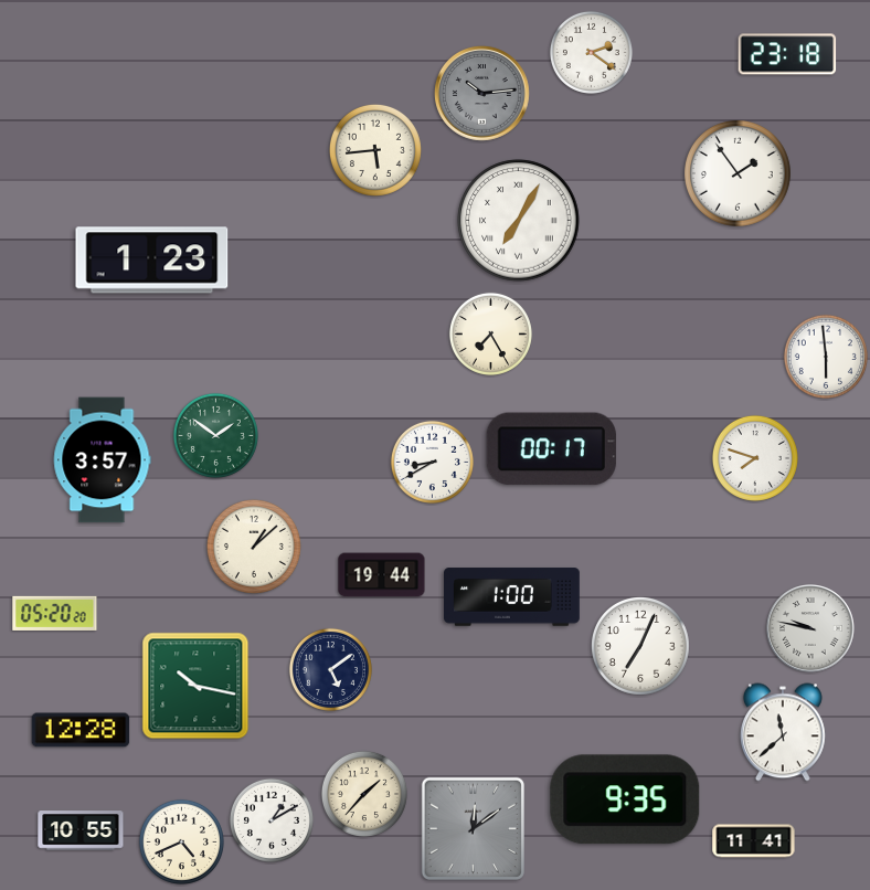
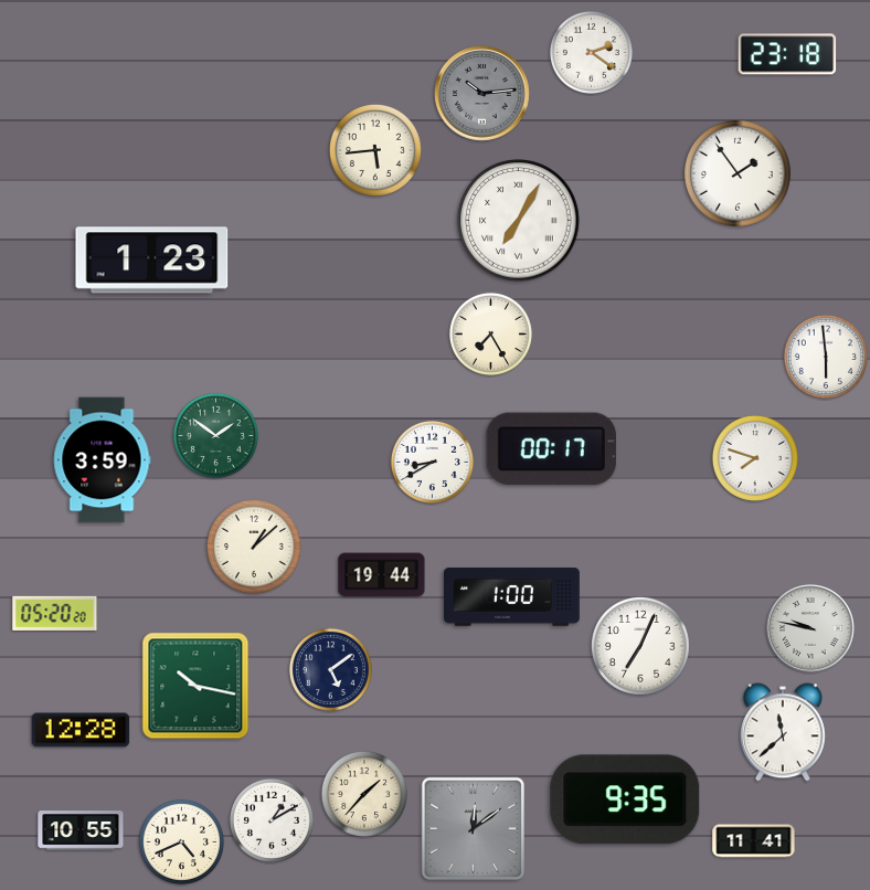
clock at (102, 460): 3:57 -> 3:59
